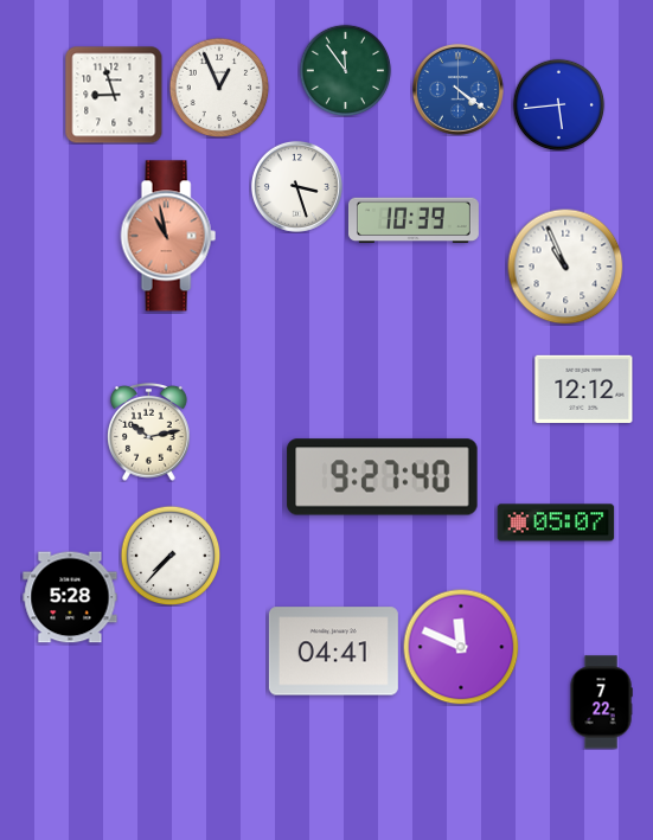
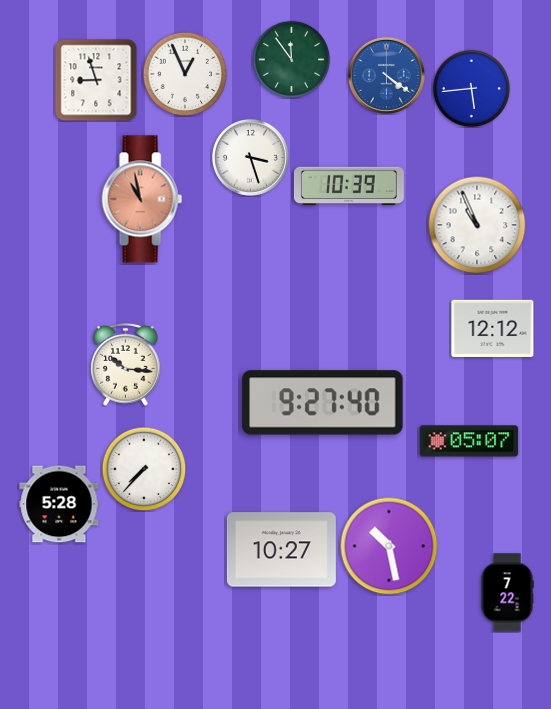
clock at (149, 431): 10:13 -> 10:16
clock at (461, 647): 11:49 -> 10:28
clock at (333, 652): 04:41 -> 10:27
